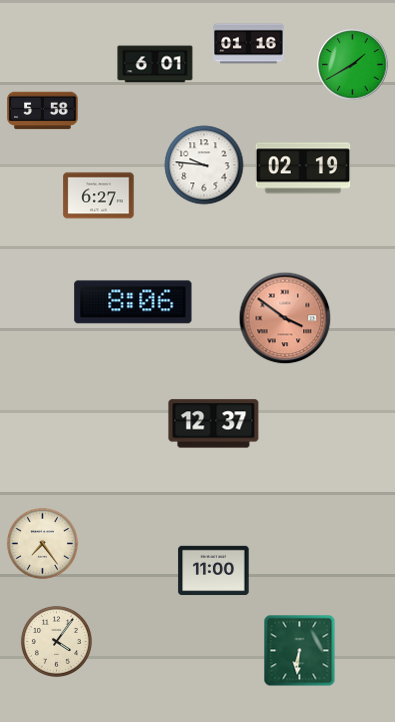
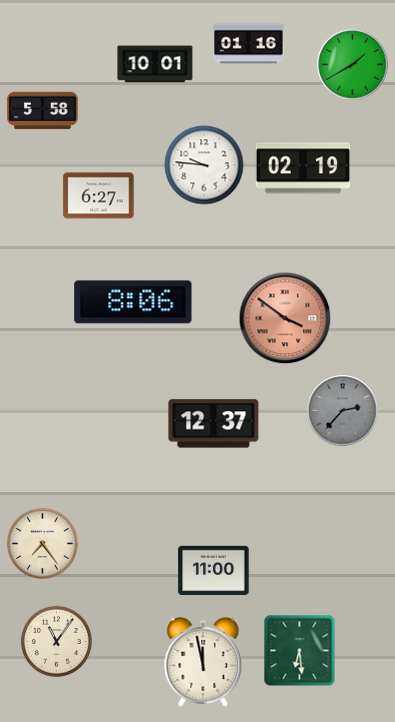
clock at (155, 64): 6:01 -> 10:01
clock at (343, 411): none -> 2:37
clock at (56, 641): 4:06 -> 11:06
clock at (300, 651): 6:31 -> 6:29
clock at (203, 662): none -> 11:58
